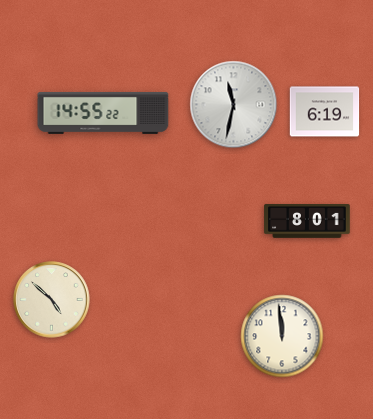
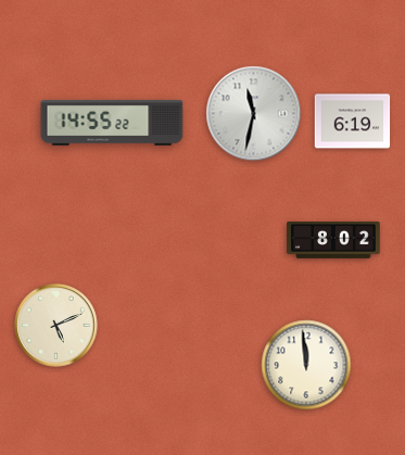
clock at (307, 222): 8:01 -> 8:02
clock at (52, 300): 4:52 -> 5:11
